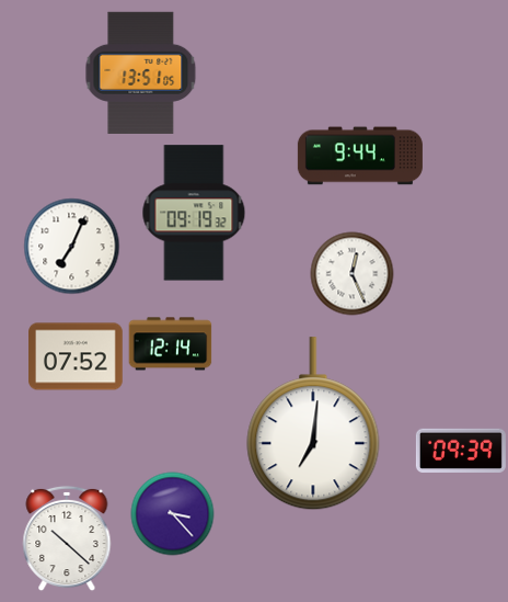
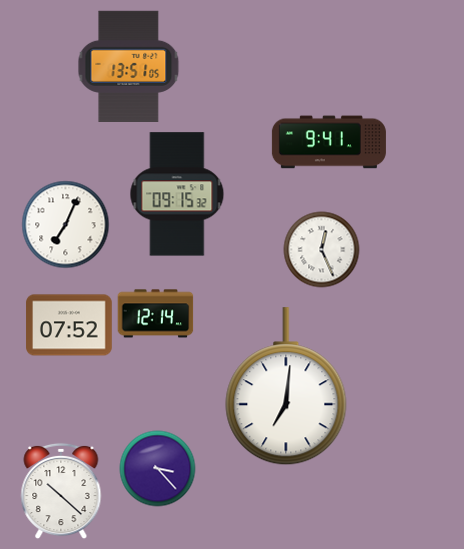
clock at (360, 156): 9:44 -> 9:41
clock at (194, 213): 09:19 -> 09:15
clock at (461, 450): 09:39 -> none
